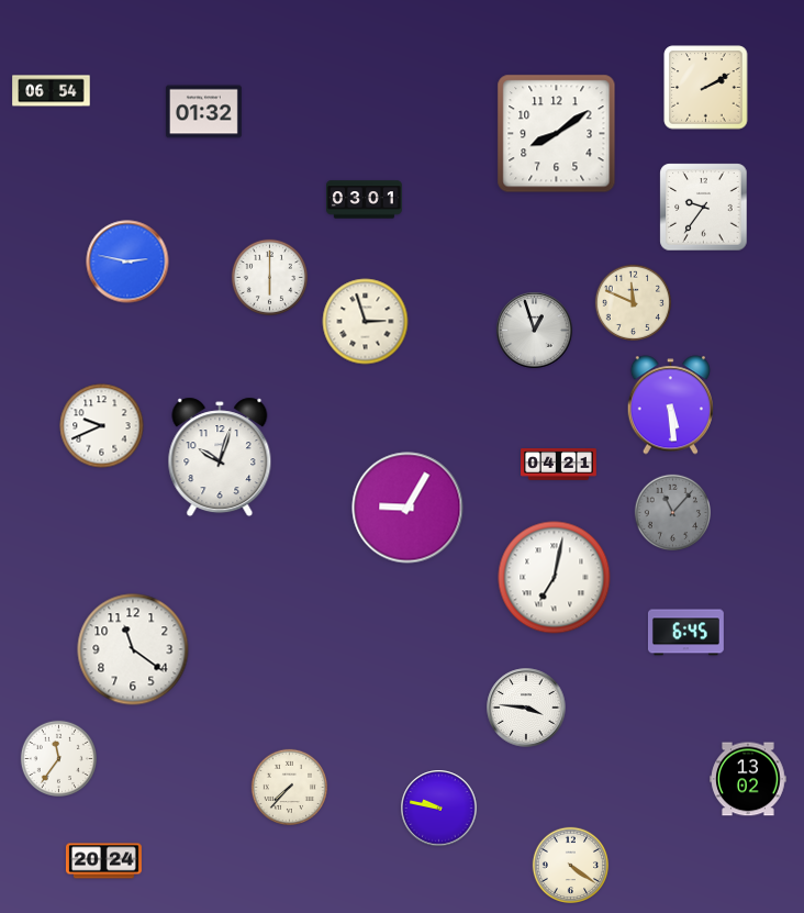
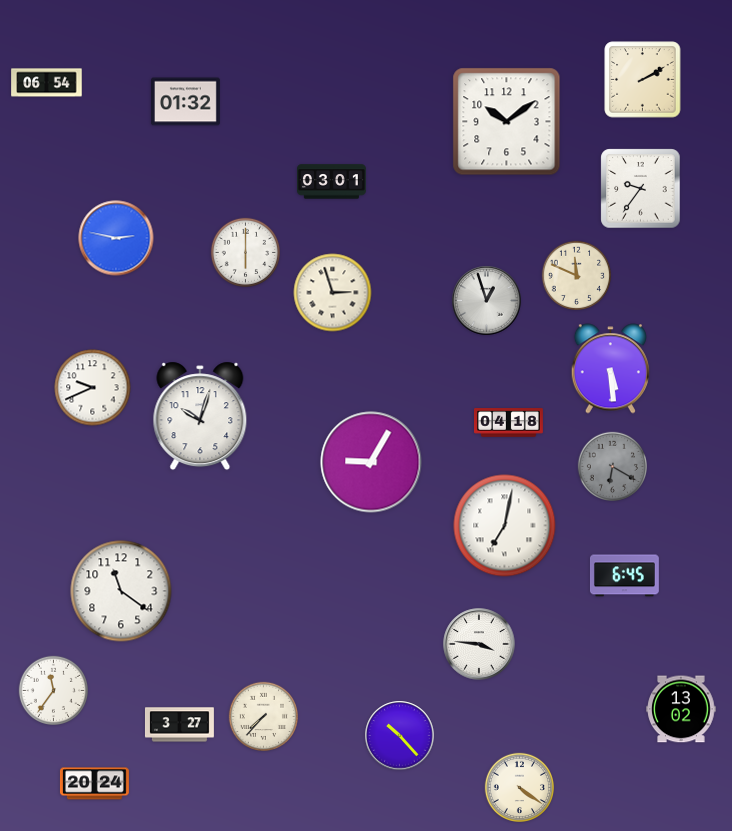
clock at (557, 134): 8:09 -> 10:09
clock at (559, 465): 04:21 -> 04:18
clock at (672, 512): 11:07 -> 6:20
clock at (179, 725): none -> 3:27
clock at (439, 809): 9:47 -> 10:23
